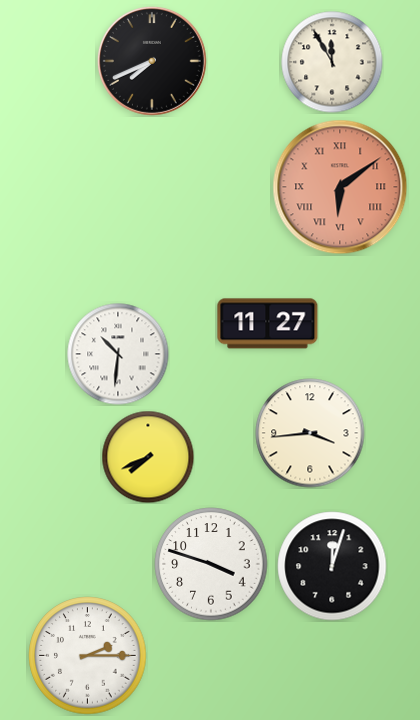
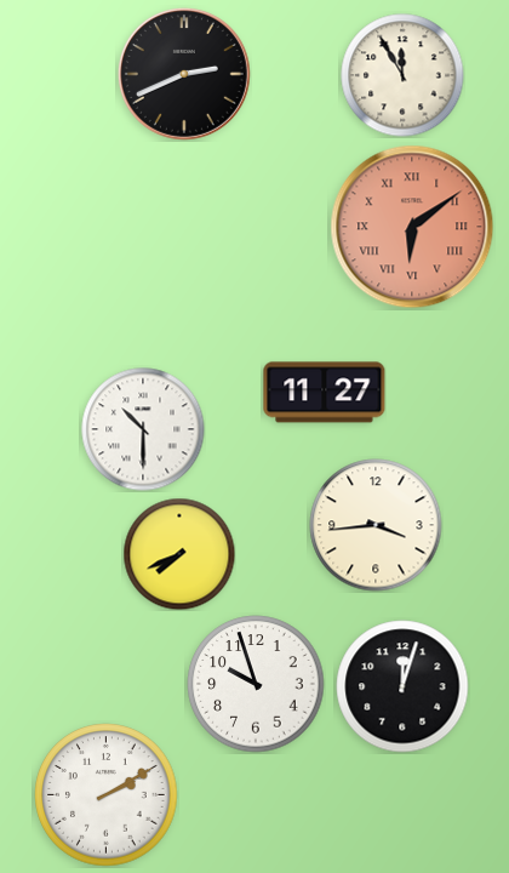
clock at (152, 61): 7:41 -> 2:41
clock at (118, 354): 10:31 -> 10:30
clock at (211, 564): 3:48 -> 9:57
clock at (88, 656): 2:15 -> 2:10
